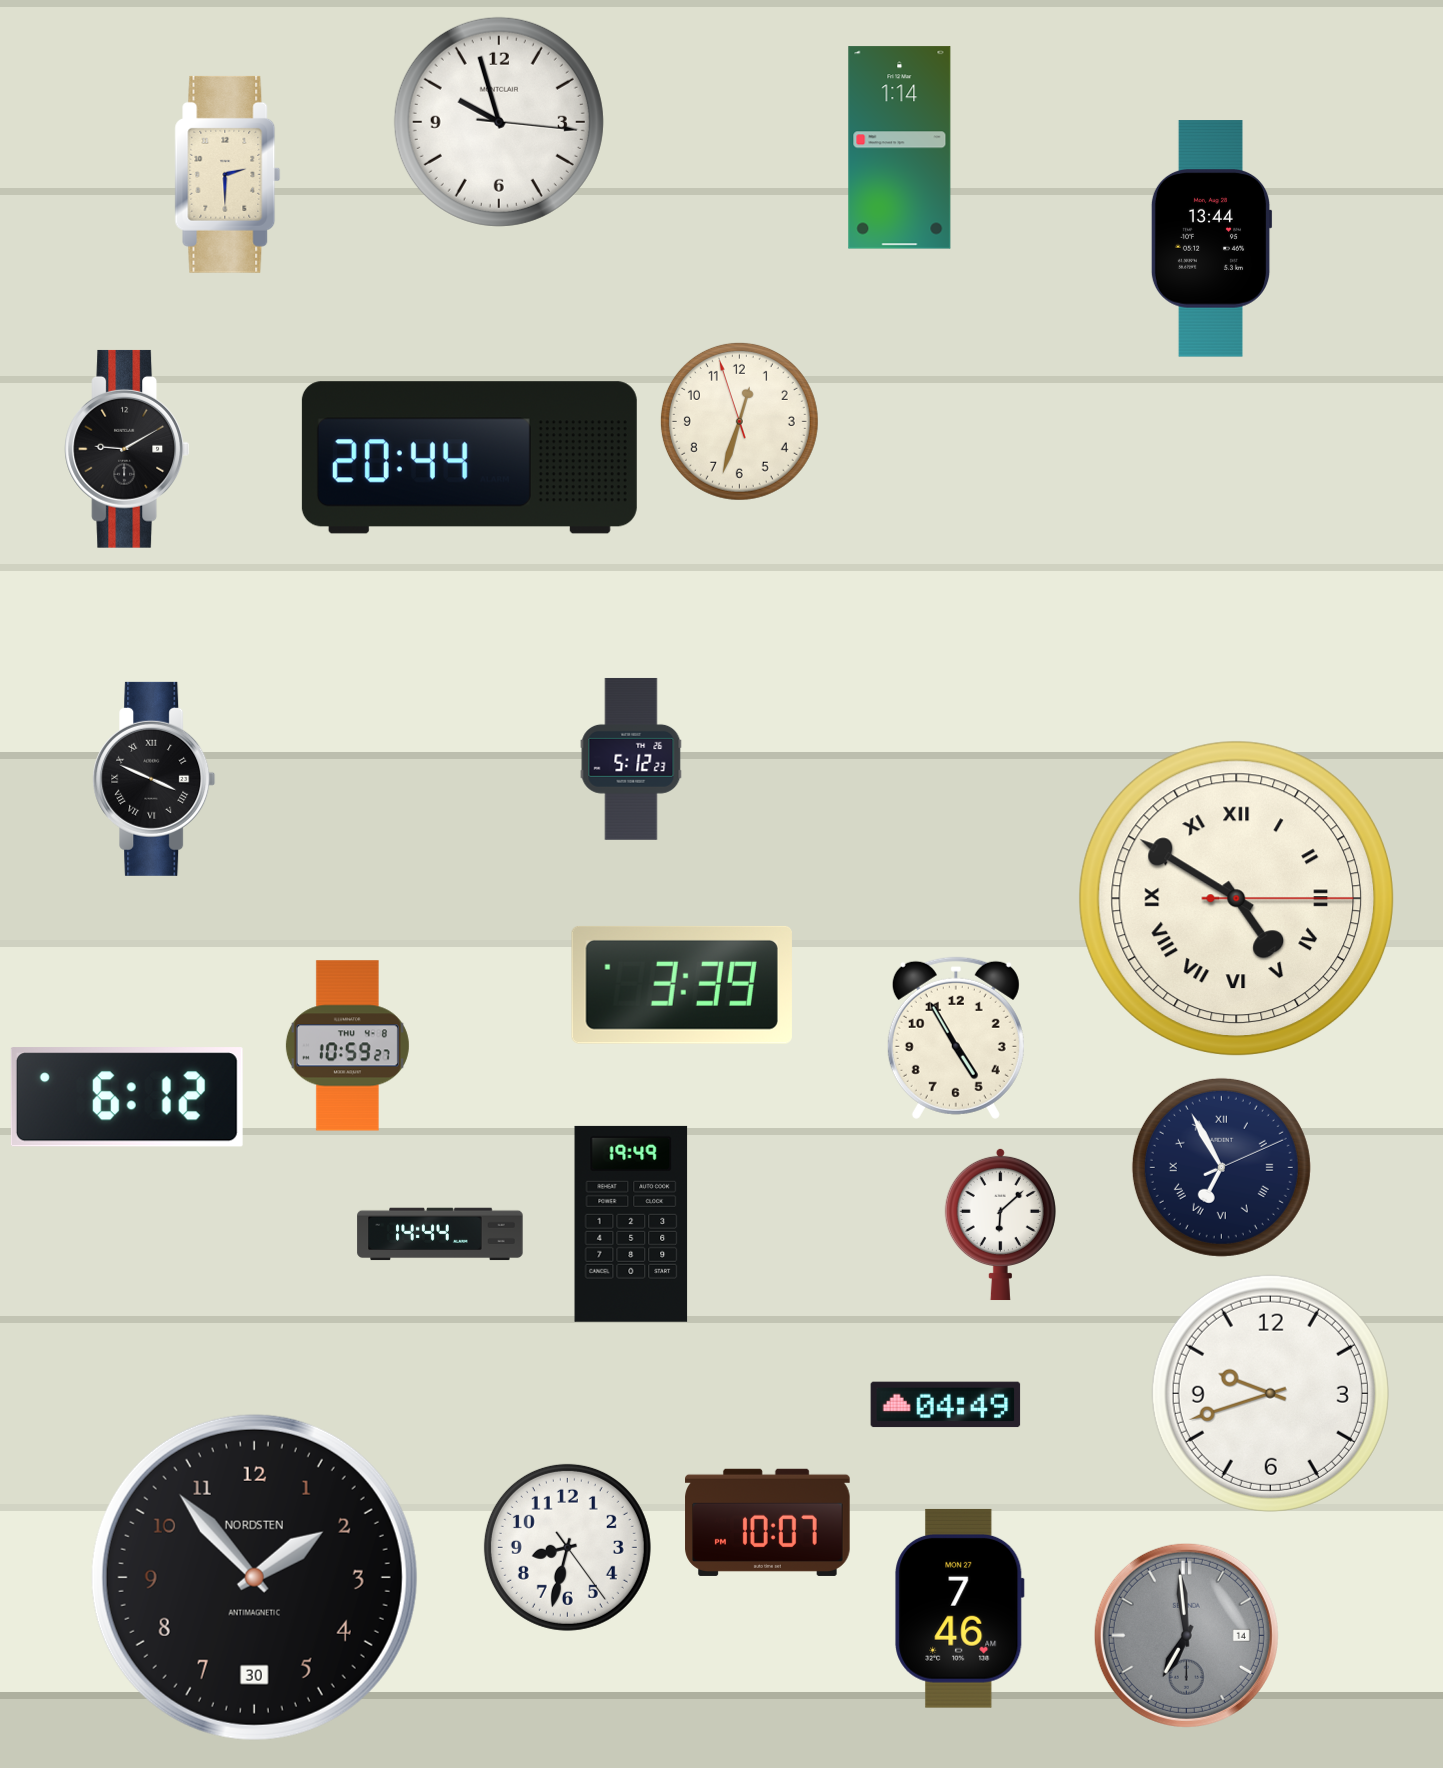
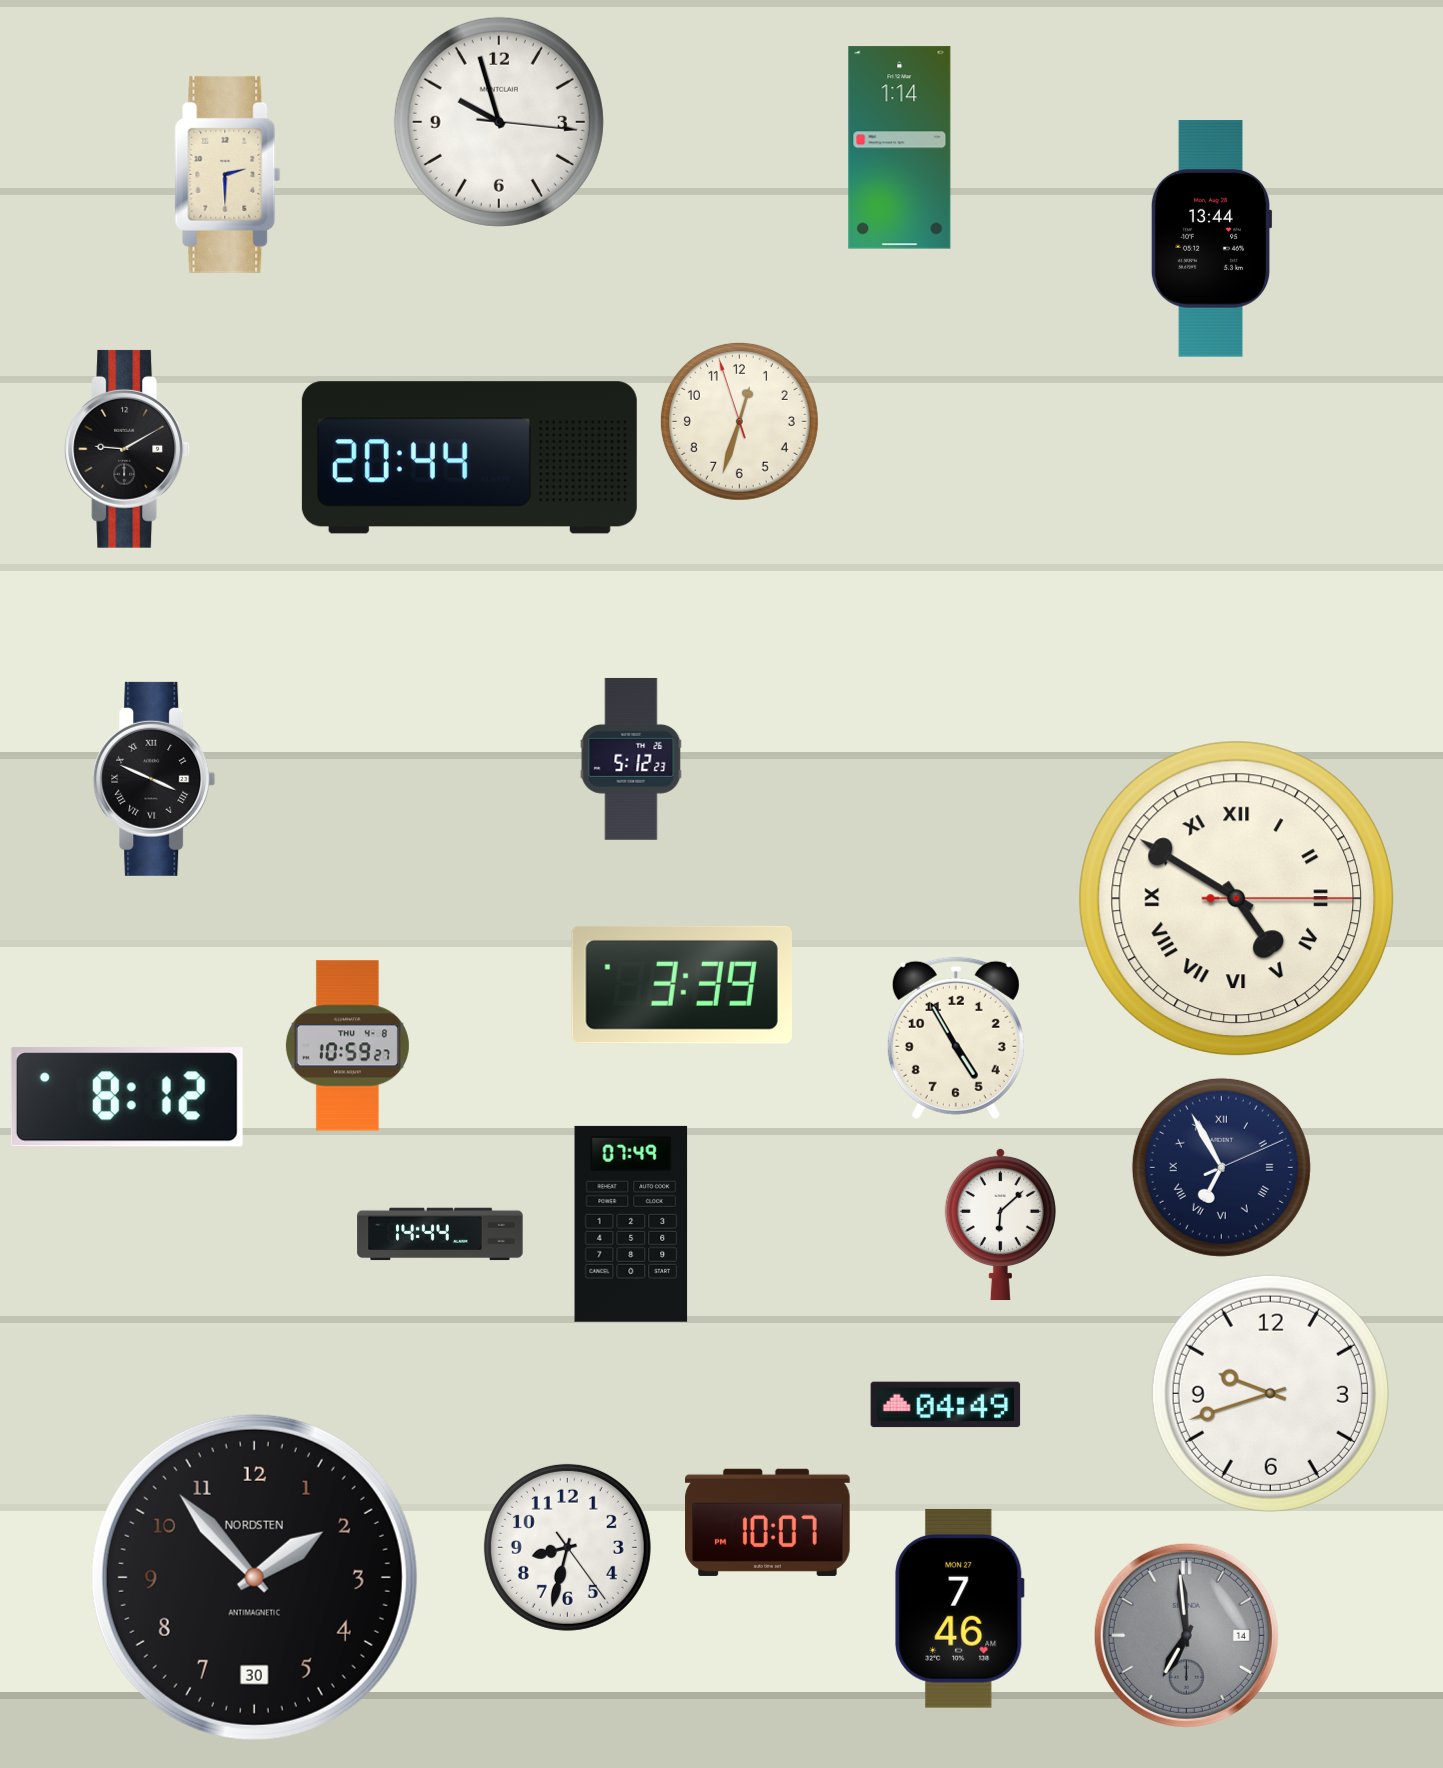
clock at (127, 1097): 6:12 -> 8:12
clock at (631, 1224): 19:49 -> 07:49
